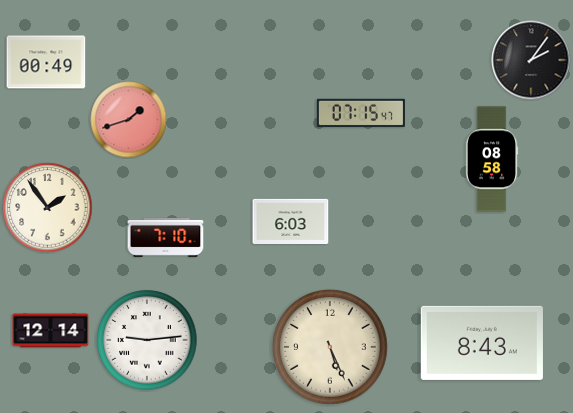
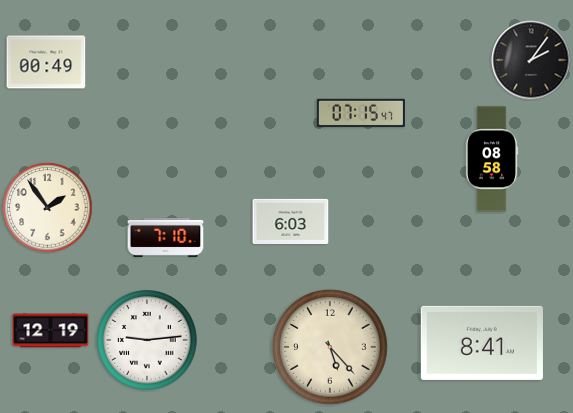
clock at (129, 120): 1:42 -> none
clock at (51, 331): 12:14 -> 12:19
clock at (482, 343): 8:43 -> 8:41
clock at (330, 347): 5:26 -> 5:23
